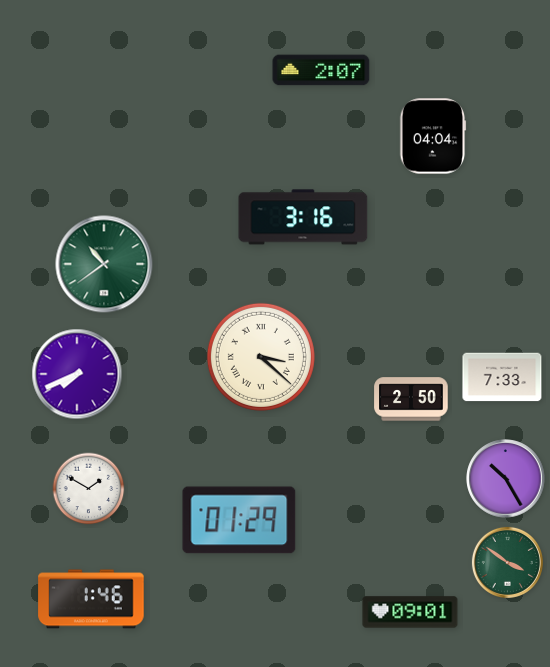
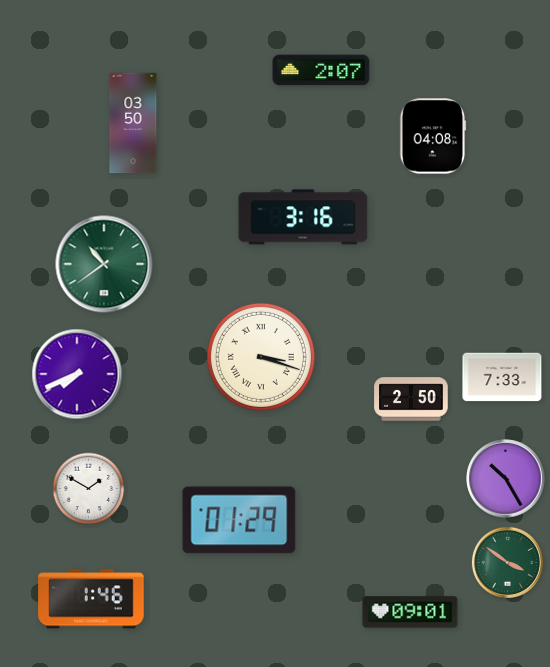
clock at (133, 123): none -> 03:50
clock at (433, 136): 04:04 -> 04:08
clock at (261, 357): 3:22 -> 3:18
